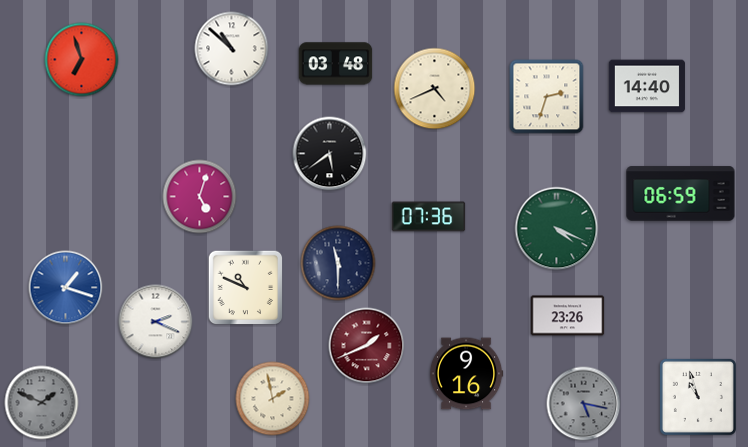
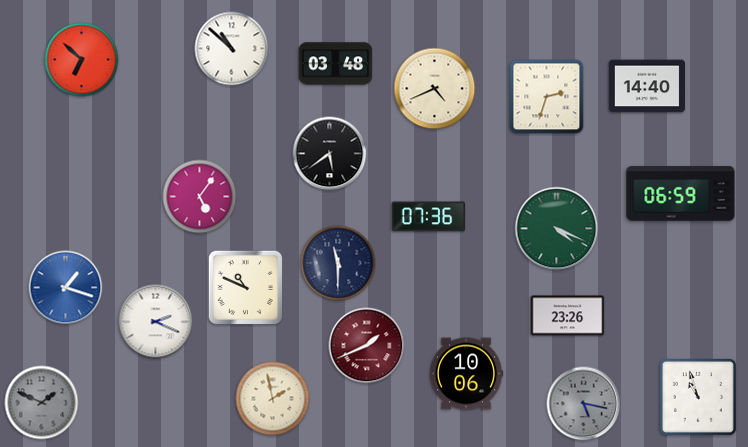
clock at (82, 60): 6:57 -> 6:52
clock at (200, 197): 5:03 -> 5:06
clock at (466, 374): 9:16 -> 10:06
